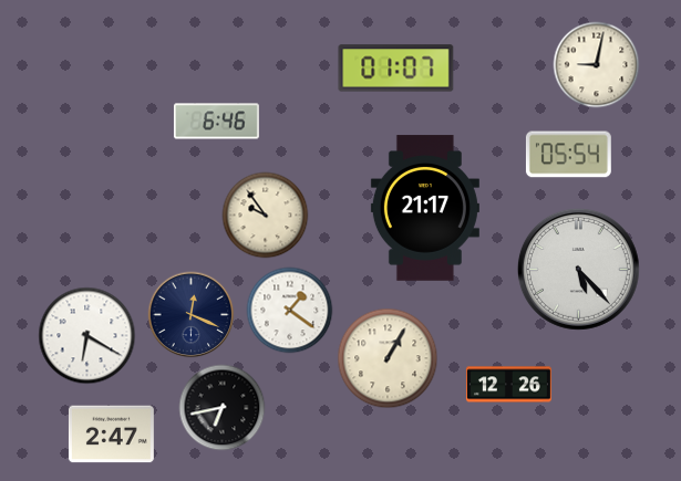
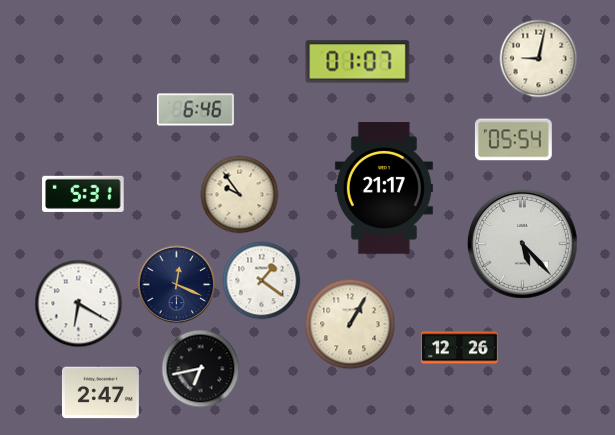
clock at (83, 194): none -> 5:31
clock at (190, 314) position: (190, 314) -> (176, 284)
